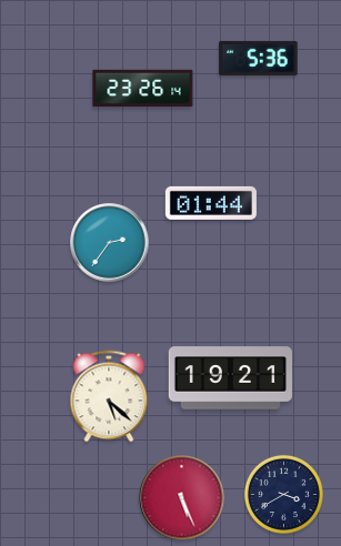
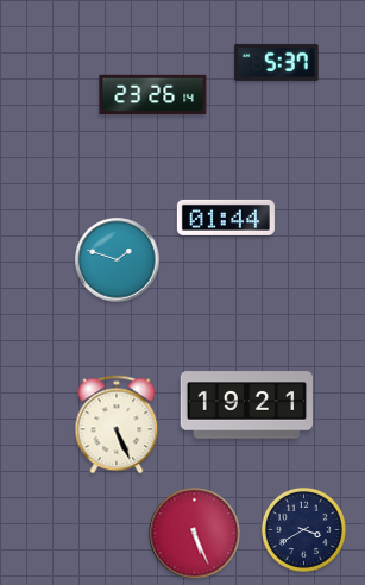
clock at (259, 58): 5:36 -> 5:37
clock at (110, 243): 2:36 -> 1:48
clock at (109, 396): 5:22 -> 5:26
